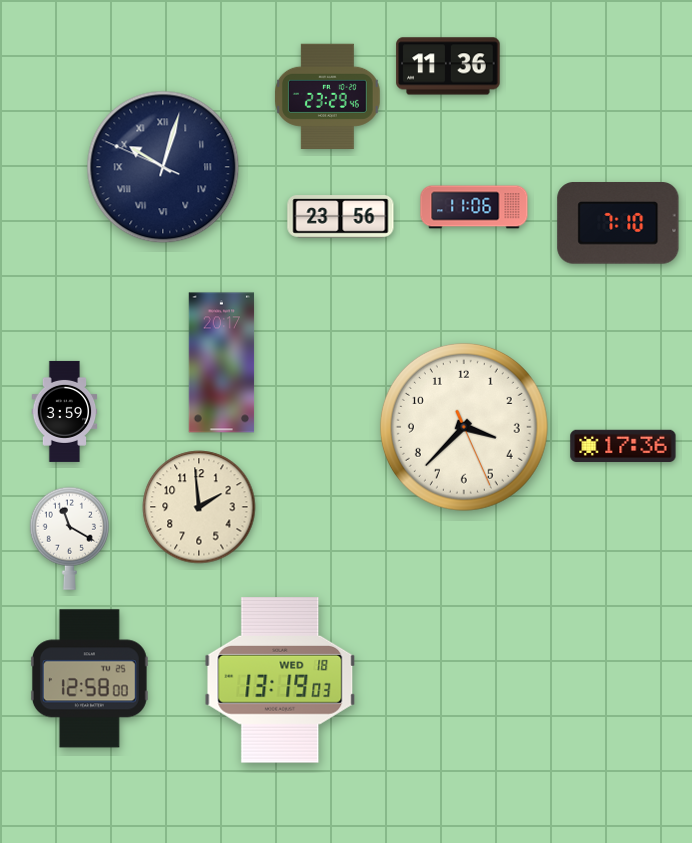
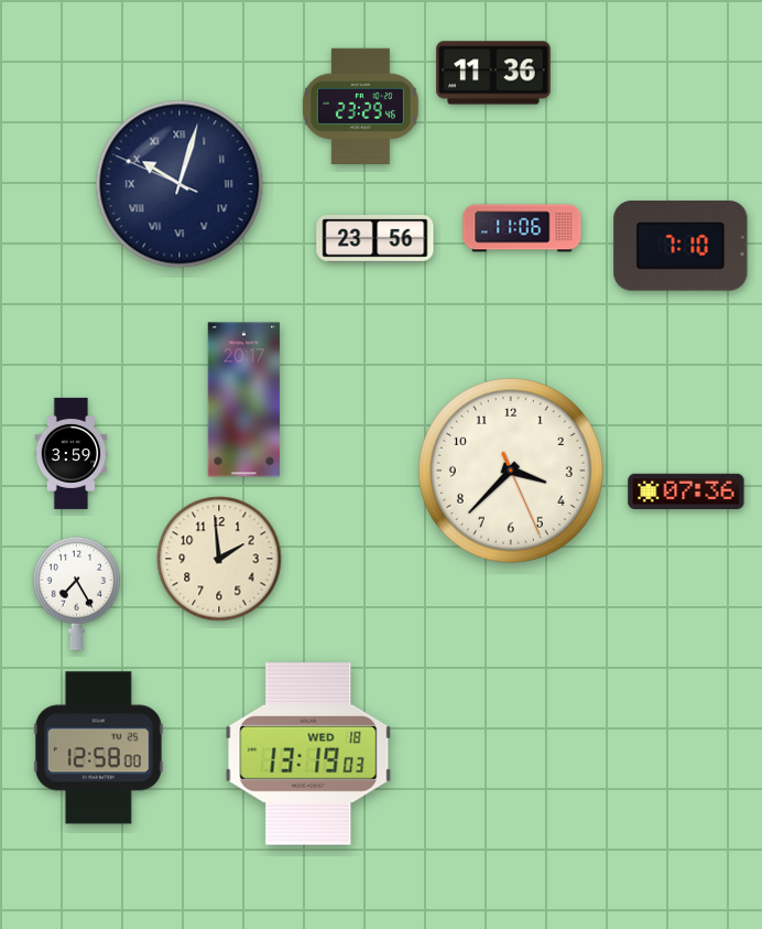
clock at (623, 445): 17:36 -> 07:36
clock at (69, 538): 11:20 -> 7:25
clock at (280, 680) position: (280, 680) -> (308, 754)
